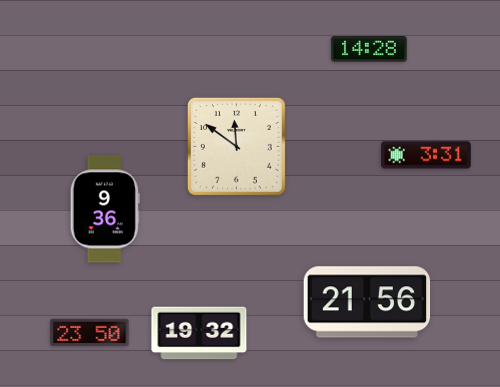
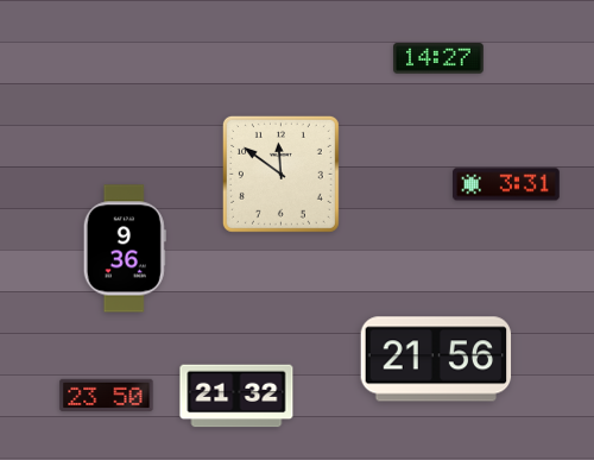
clock at (370, 49): 14:28 -> 14:27
clock at (199, 333): 19:32 -> 21:32
